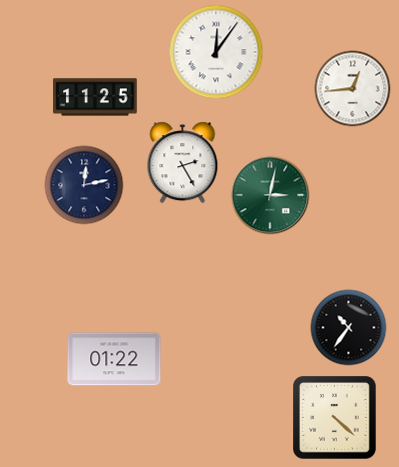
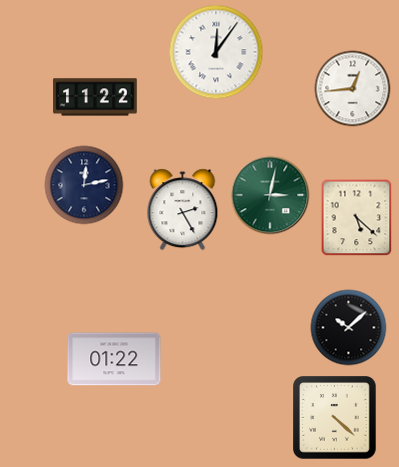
clock at (95, 97): 11:25 -> 11:22
clock at (183, 163) position: (183, 163) -> (183, 210)
clock at (357, 218): none -> 5:22
clock at (349, 328): 10:36 -> 10:08
